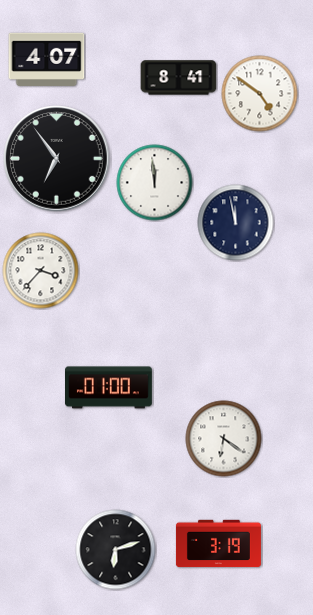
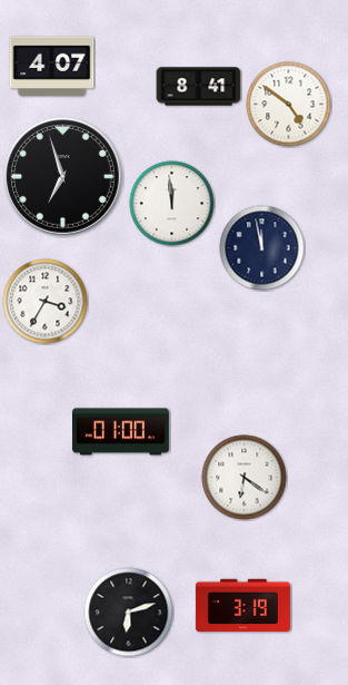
clock at (57, 159): 6:54 -> 6:57
clock at (41, 271): 3:37 -> 3:35
clock at (224, 439) position: (224, 439) -> (245, 478)
